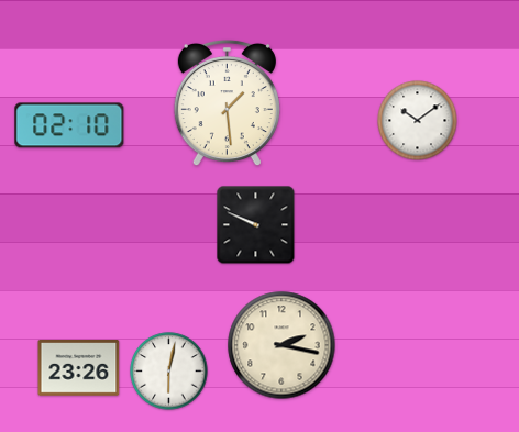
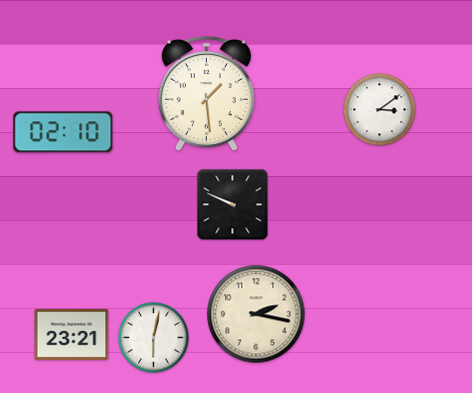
clock at (418, 121): 10:09 -> 3:09
clock at (69, 125) position: (69, 125) -> (63, 132)
clock at (79, 368): 23:26 -> 23:21
